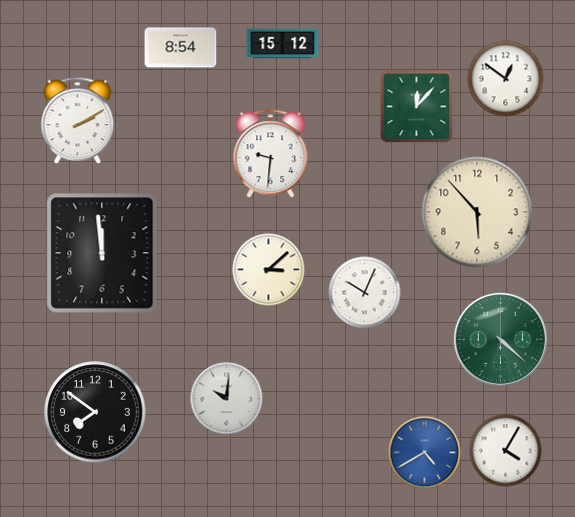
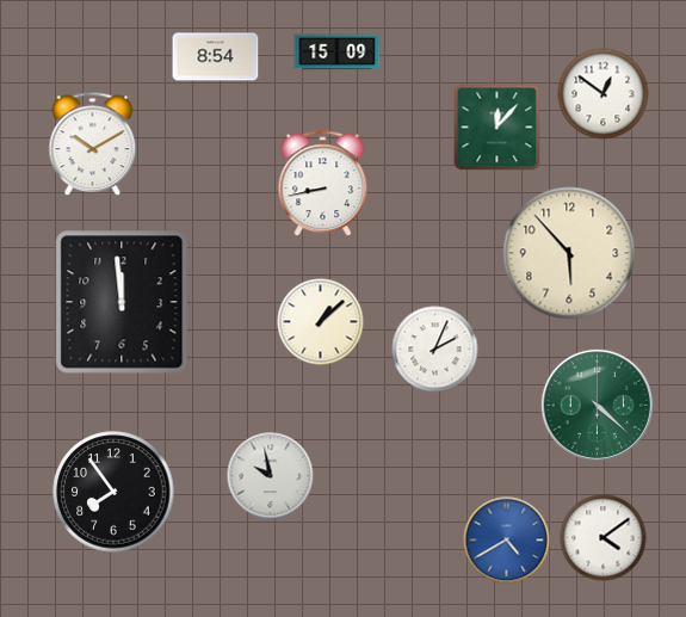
clock at (283, 44): 15:12 -> 15:09
clock at (78, 121): 2:10 -> 10:10
clock at (271, 154): 9:31 -> 8:43
clock at (269, 270): 3:08 -> 1:08
clock at (365, 293): 10:04 -> 2:04
clock at (227, 399): 10:01 -> 9:58
clock at (95, 412): 7:51 -> 7:54
clock at (506, 451): 4:05 -> 4:09
